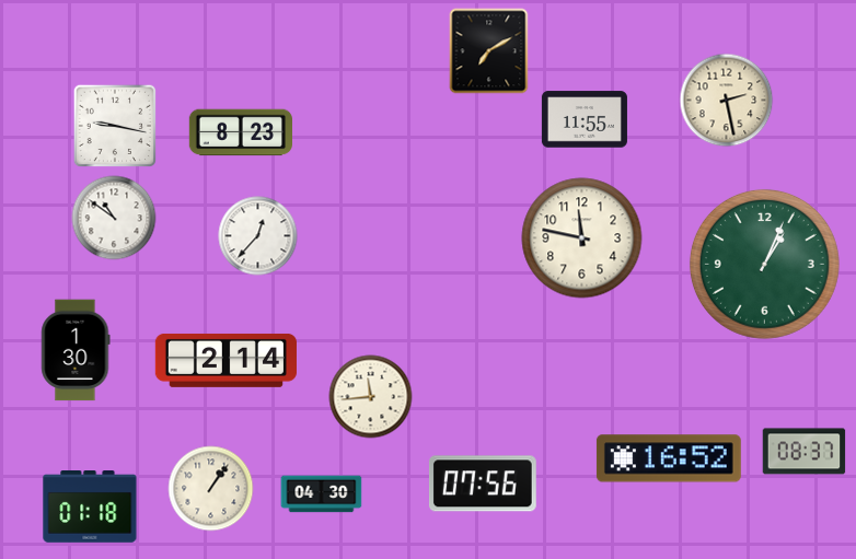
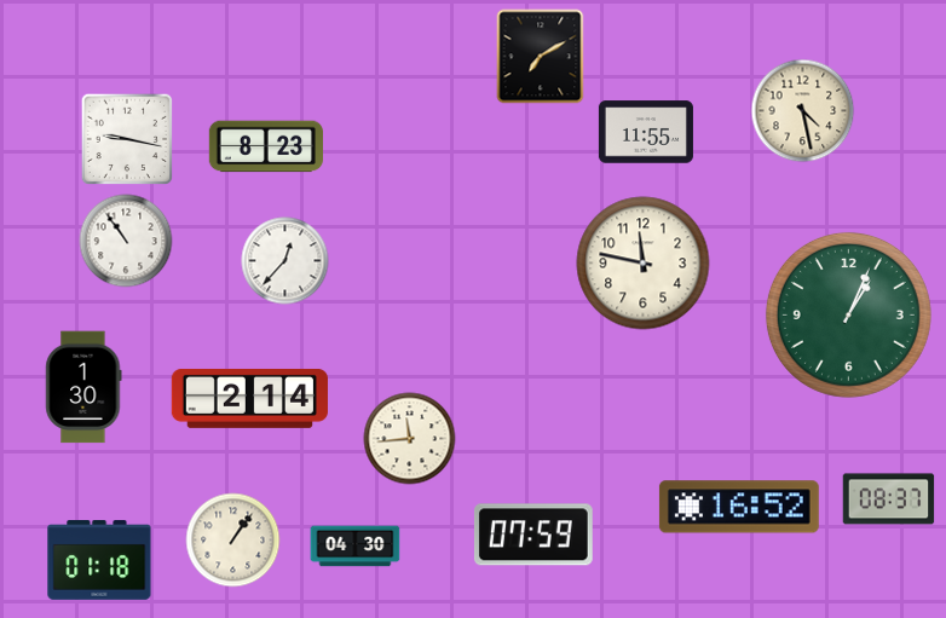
clock at (727, 101): 2:28 -> 4:28
clock at (114, 218): 10:51 -> 10:54
clock at (764, 264) position: (764, 264) -> (848, 314)
clock at (483, 484): 07:56 -> 07:59
